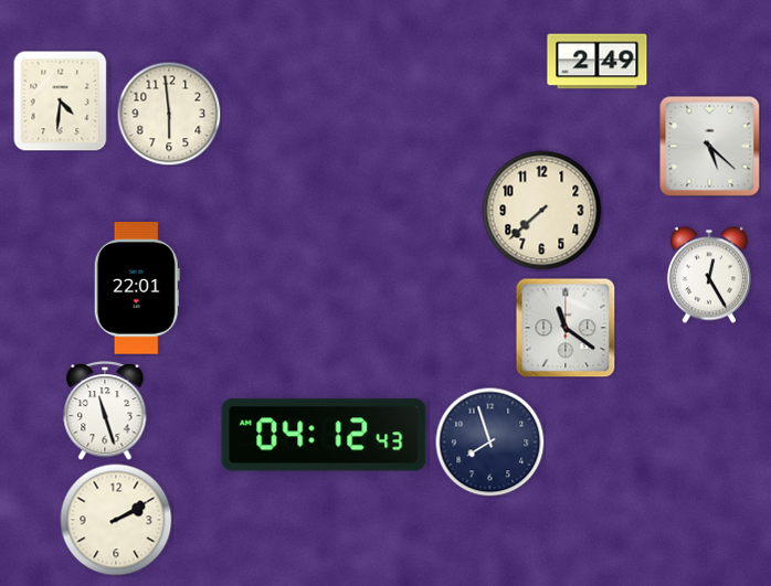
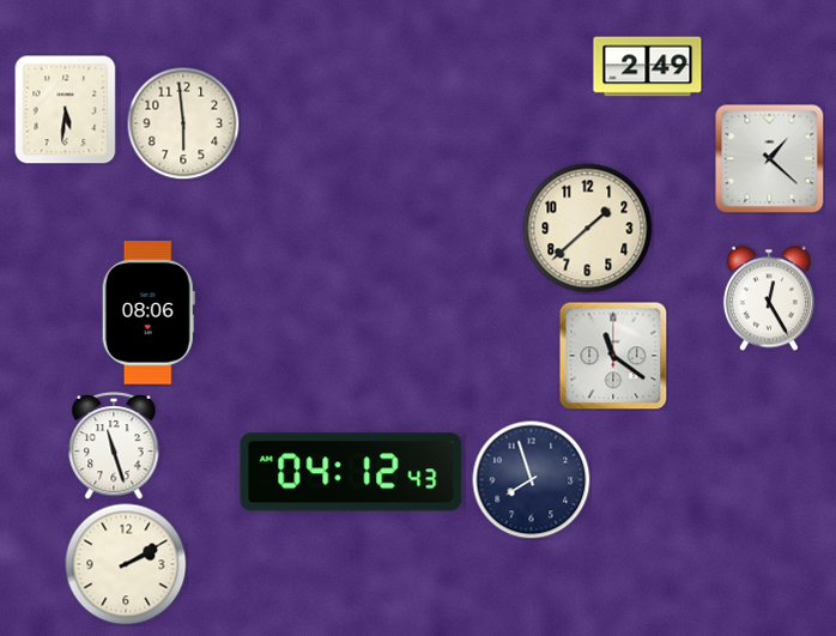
clock at (61, 100): 4:31 -> 5:31
clock at (709, 146): 5:22 -> 1:22
clock at (542, 211): 7:38 -> 1:38
clock at (137, 288): 22:01 -> 08:06
